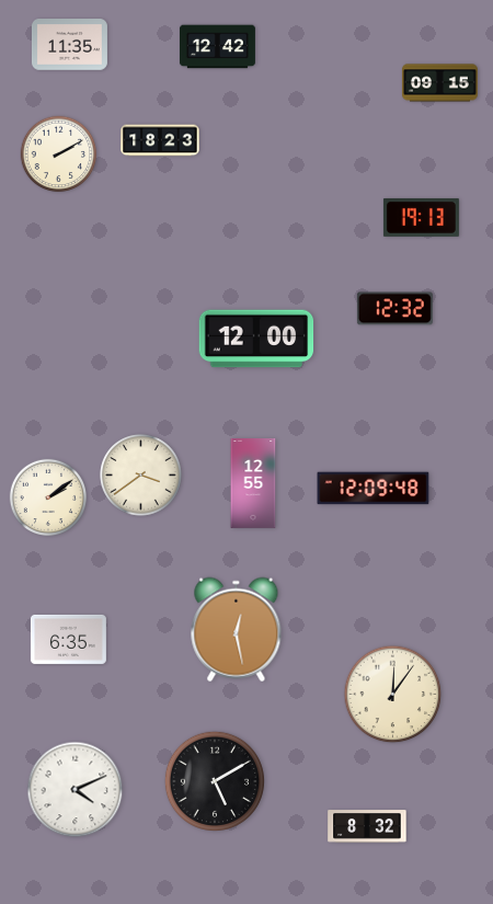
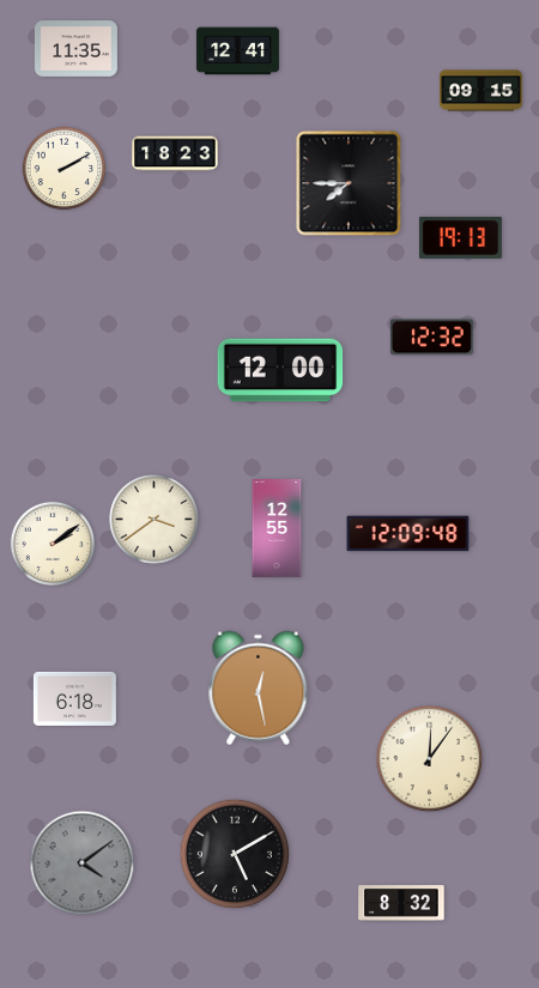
clock at (217, 47): 12:42 -> 12:41
clock at (349, 183): none -> 7:45
clock at (68, 639): 6:35 -> 6:18
clock at (76, 790): 4:11 -> 4:09
clock at (76, 790) dial: white -> grey
